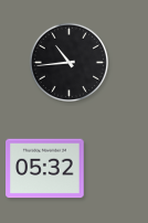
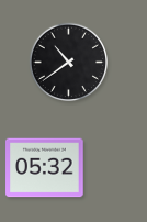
clock at (68, 62): 10:44 -> 10:39
